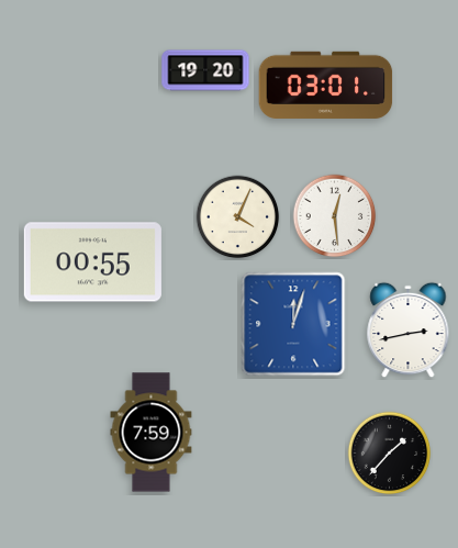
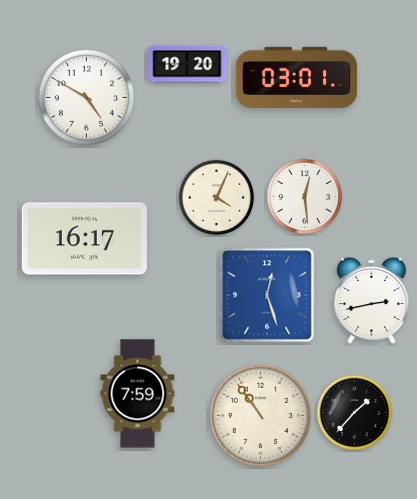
clock at (86, 97): none -> 4:50
clock at (92, 262): 00:55 -> 16:17
clock at (293, 324): 12:03 -> 12:27
clock at (260, 415): none -> 10:54
